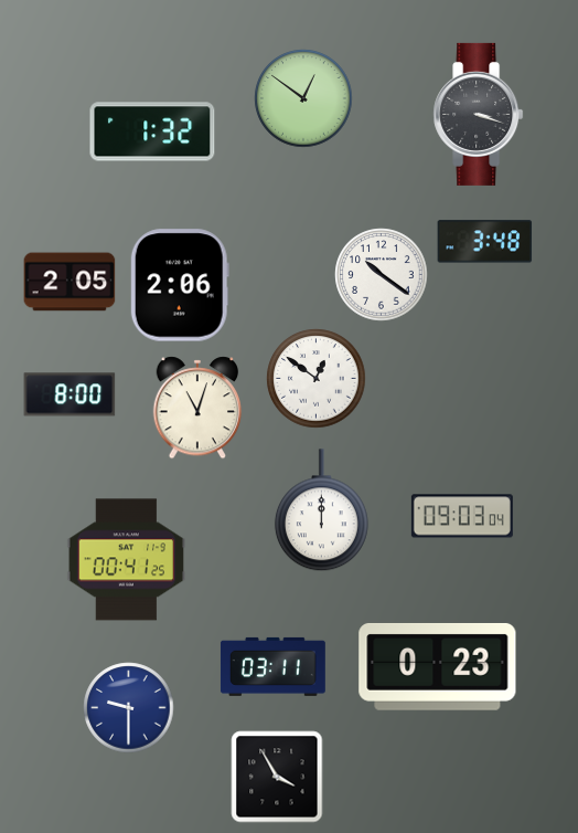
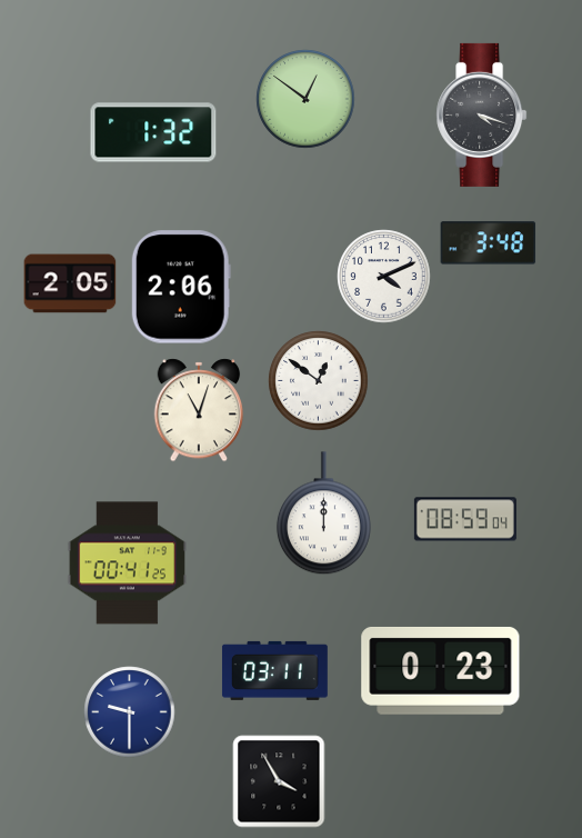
clock at (479, 114): 3:18 -> 4:18
clock at (382, 275): 10:21 -> 4:11
clock at (69, 394): 8:00 -> none
clock at (462, 516): 09:03 -> 08:59
